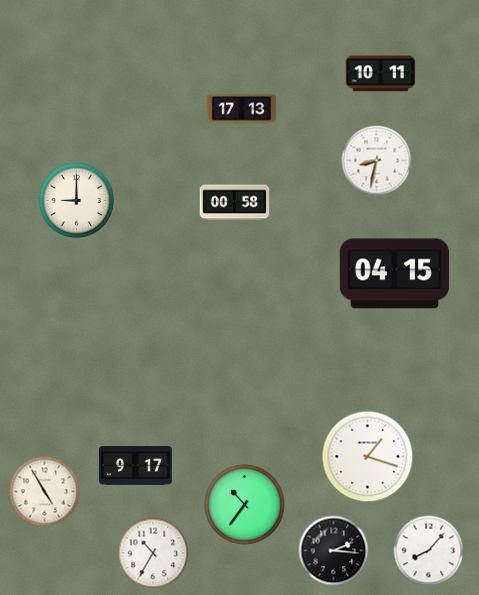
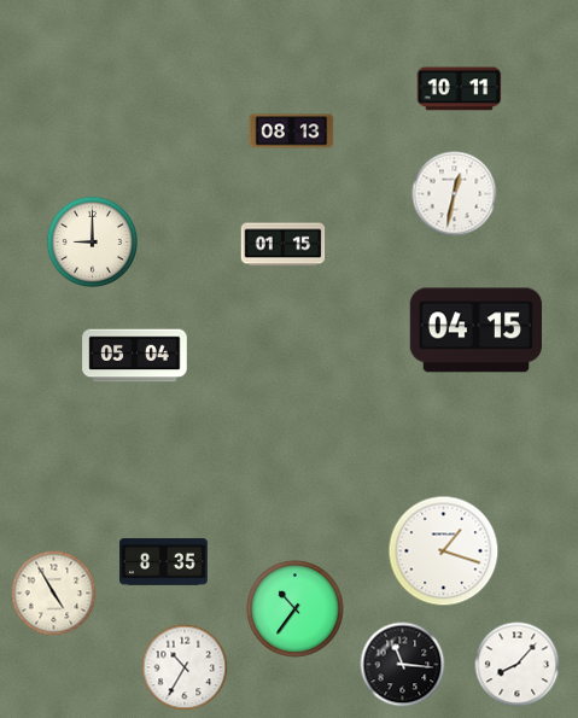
clock at (242, 109): 17:13 -> 08:13
clock at (377, 161): 8:32 -> 12:32
clock at (235, 203): 00:58 -> 01:15
clock at (135, 356): none -> 05:04
clock at (136, 466): 9:17 -> 8:35
clock at (334, 551): 2:16 -> 11:16
